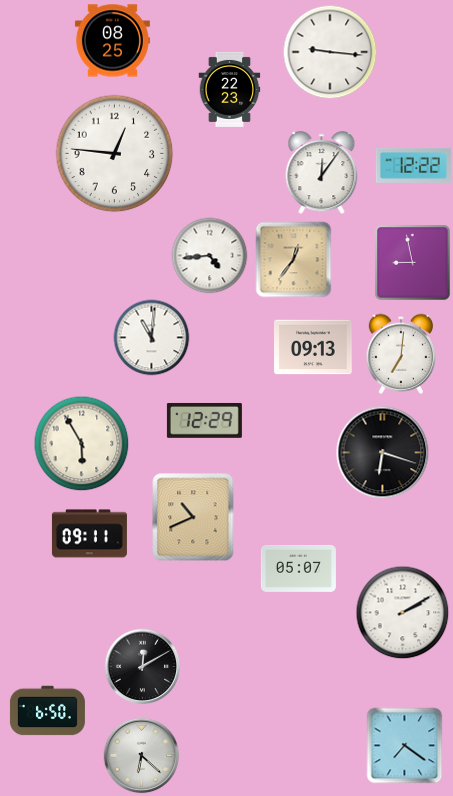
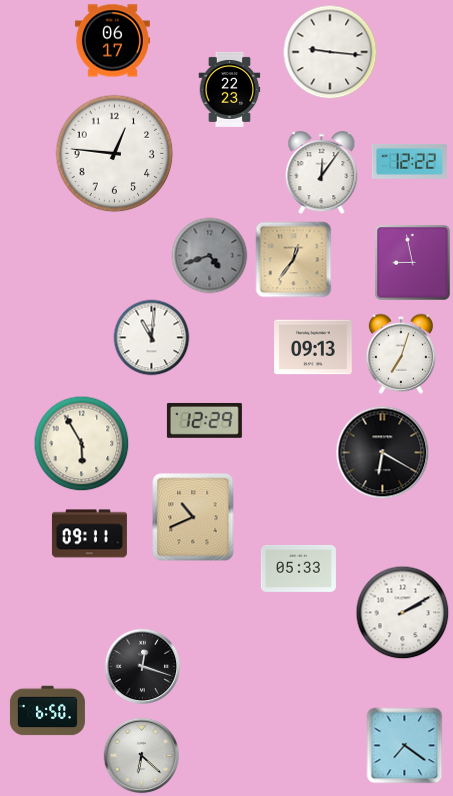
clock at (112, 41): 08:25 -> 06:17
clock at (413, 166) position: (413, 166) -> (409, 162)
clock at (210, 256): 4:44 -> 4:42
clock at (210, 256) dial: white -> grey
clock at (400, 354): 7:01 -> 7:03
clock at (383, 453): 6:18 -> 6:20
clock at (298, 568): 05:07 -> 05:33
clock at (143, 667): 12:10 -> 12:18
